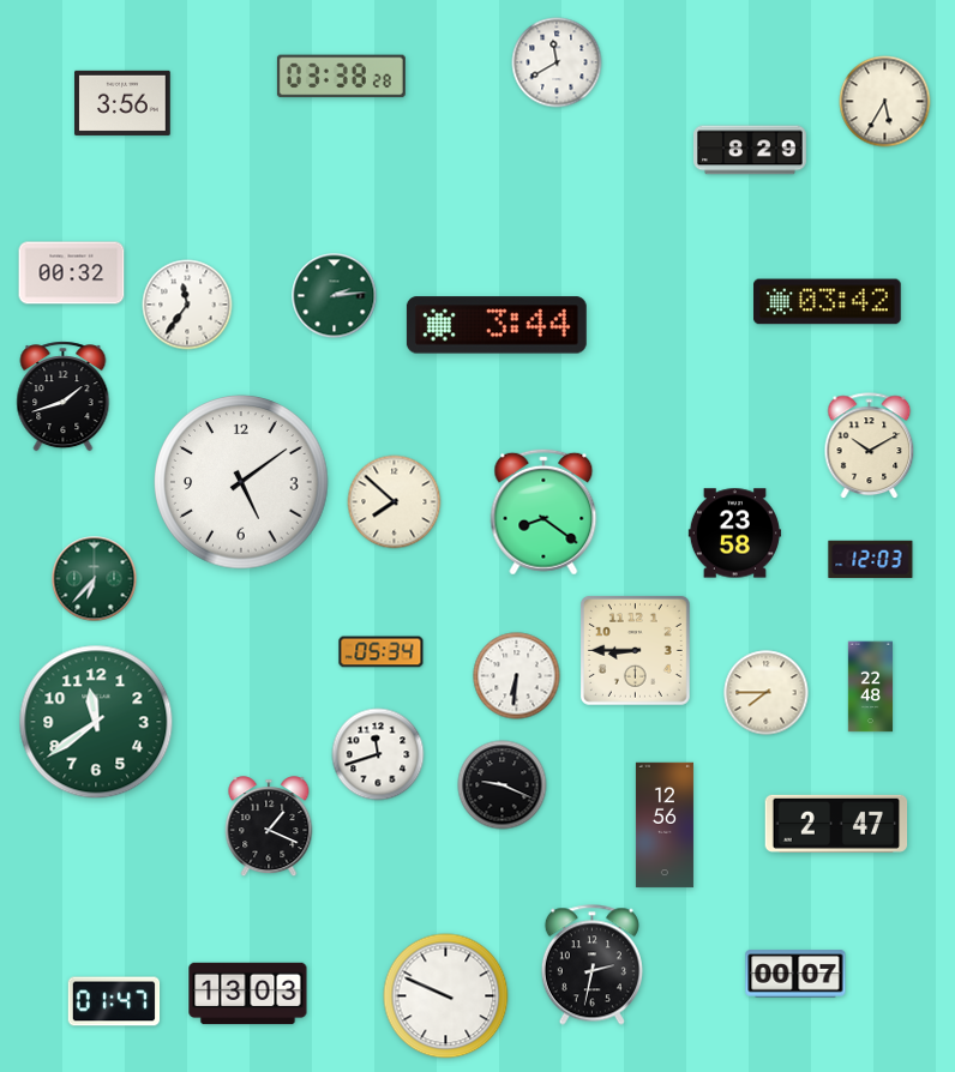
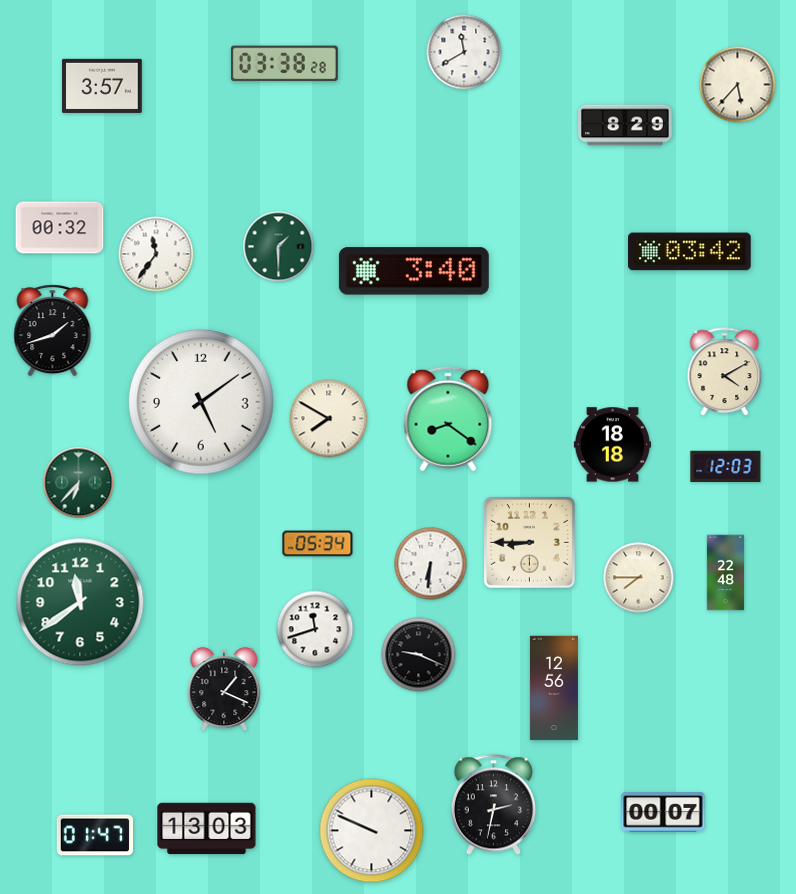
clock at (885, 102): 5:35 -> 5:37
clock at (122, 103): 3:56 -> 3:57
clock at (335, 296): 2:14 -> 1:30
clock at (497, 325): 3:44 -> 3:40
clock at (870, 446): 10:10 -> 4:10
clock at (395, 502): 7:52 -> 7:50
clock at (543, 512) position: (543, 512) -> (448, 419)
clock at (734, 534): 23:58 -> 18:18
clock at (836, 824): 2:47 -> none
